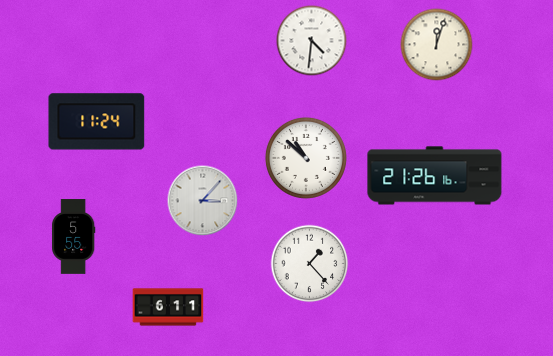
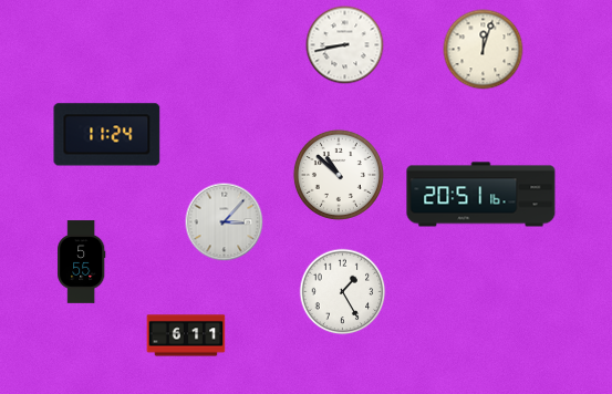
clock at (312, 41): 4:31 -> 8:43
clock at (435, 176): 21:26 -> 20:51
clock at (310, 264): 1:23 -> 1:25
clock at (168, 307) position: (168, 307) -> (186, 335)
